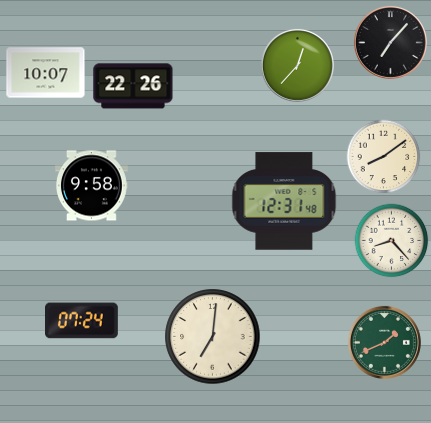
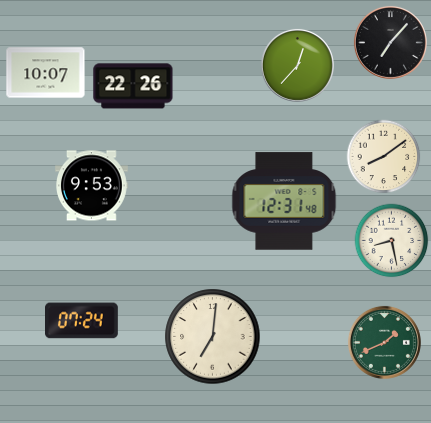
clock at (92, 186): 9:58 -> 9:53
clock at (392, 241): 8:23 -> 8:28
